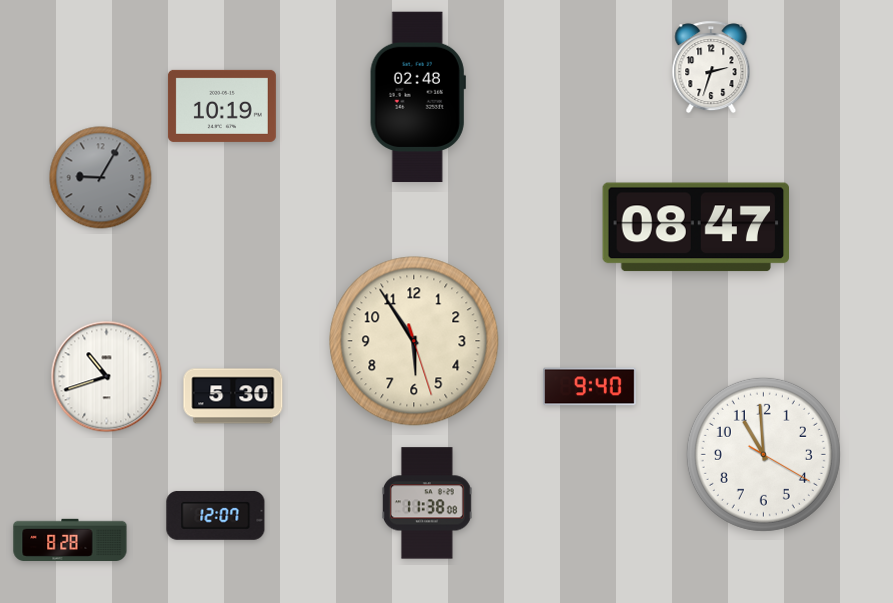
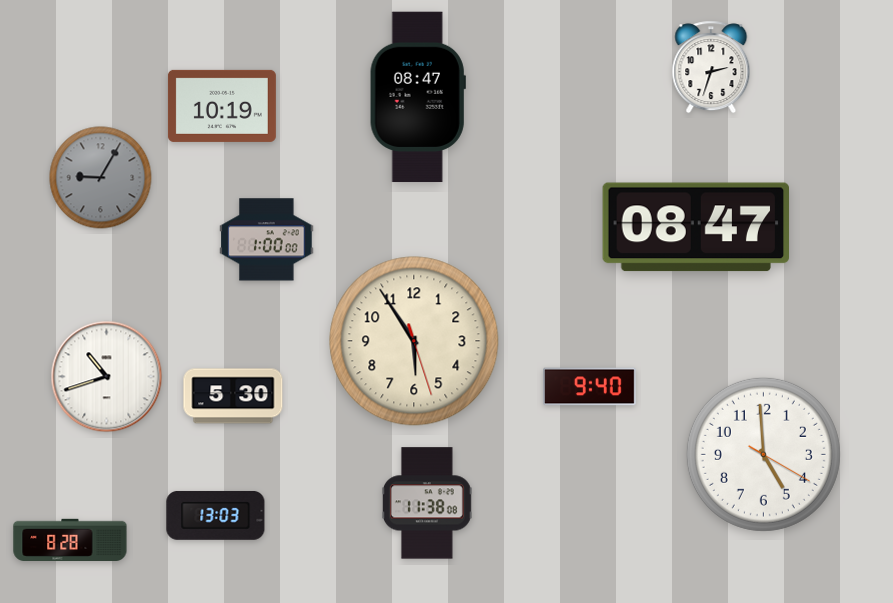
clock at (418, 97): 02:48 -> 08:47
clock at (267, 240): none -> 1:00
clock at (763, 454): 10:59 -> 4:59
clock at (216, 515): 12:07 -> 13:03
